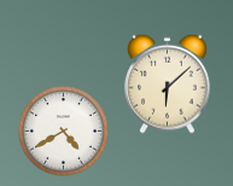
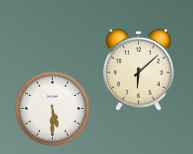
clock at (64, 132): 4:40 -> 5:30
